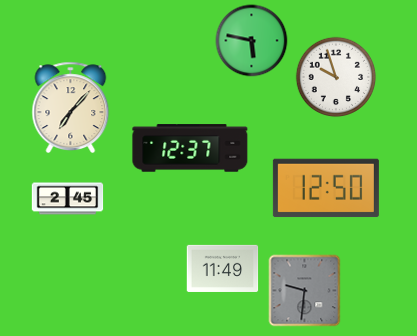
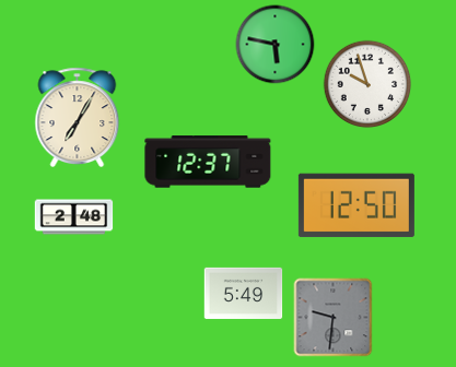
clock at (71, 107): 7:07 -> 7:05
clock at (68, 199): 2:45 -> 2:48
clock at (223, 268): 11:49 -> 5:49
